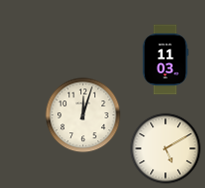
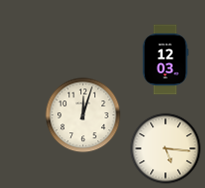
clock at (165, 60): 11:03 -> 12:03
clock at (166, 149): 5:10 -> 5:16
